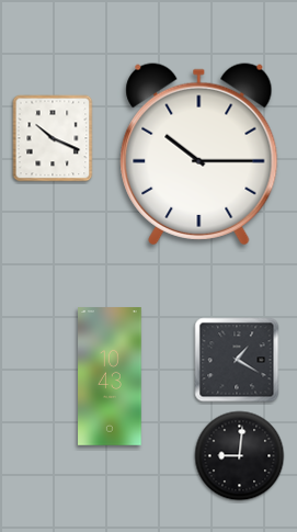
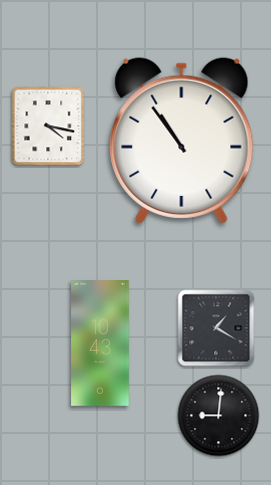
clock at (53, 138): 10:19 -> 4:17
clock at (199, 155): 10:15 -> 10:54
